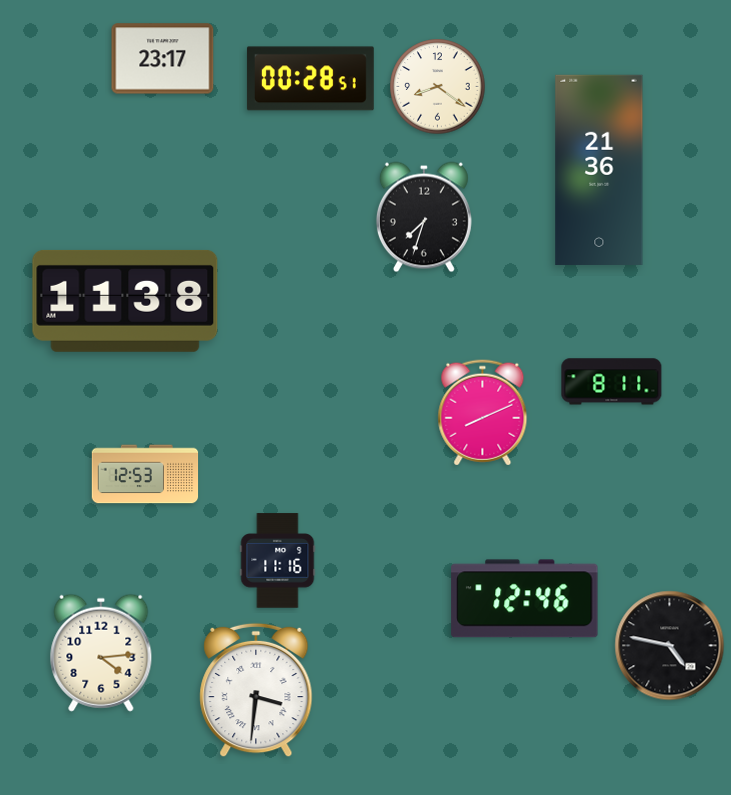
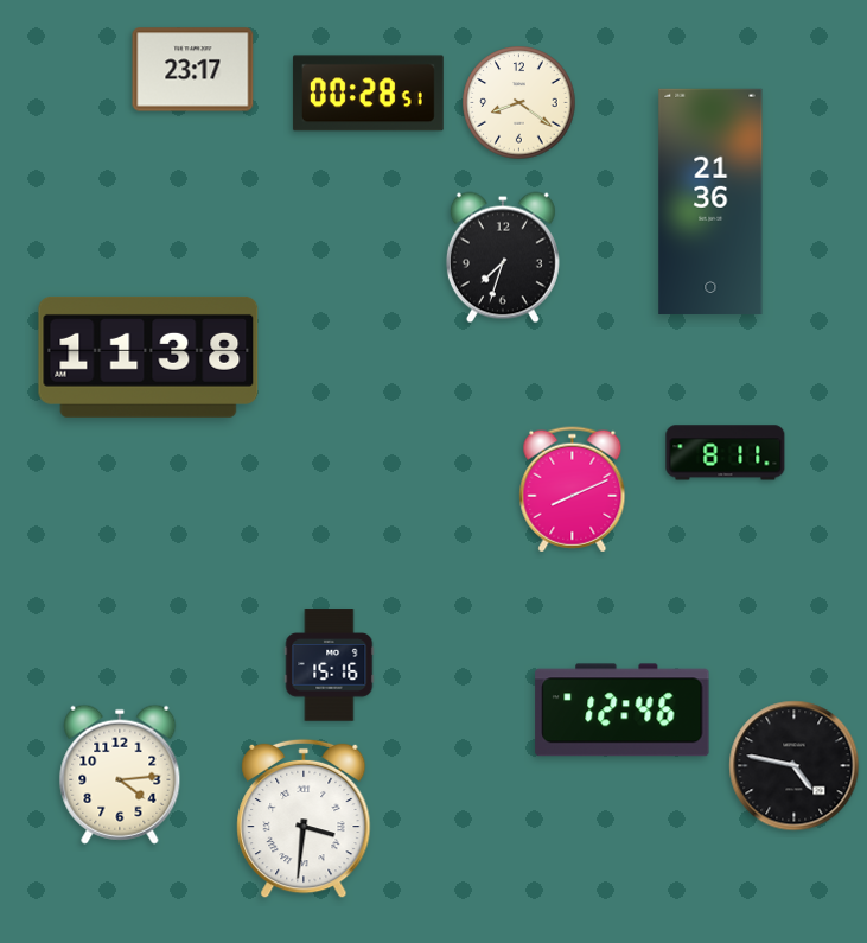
clock at (145, 474): 12:53 -> none
clock at (278, 561): 11:16 -> 15:16
